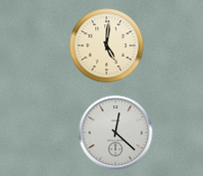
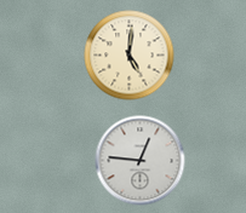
clock at (116, 133): 12:22 -> 12:46
